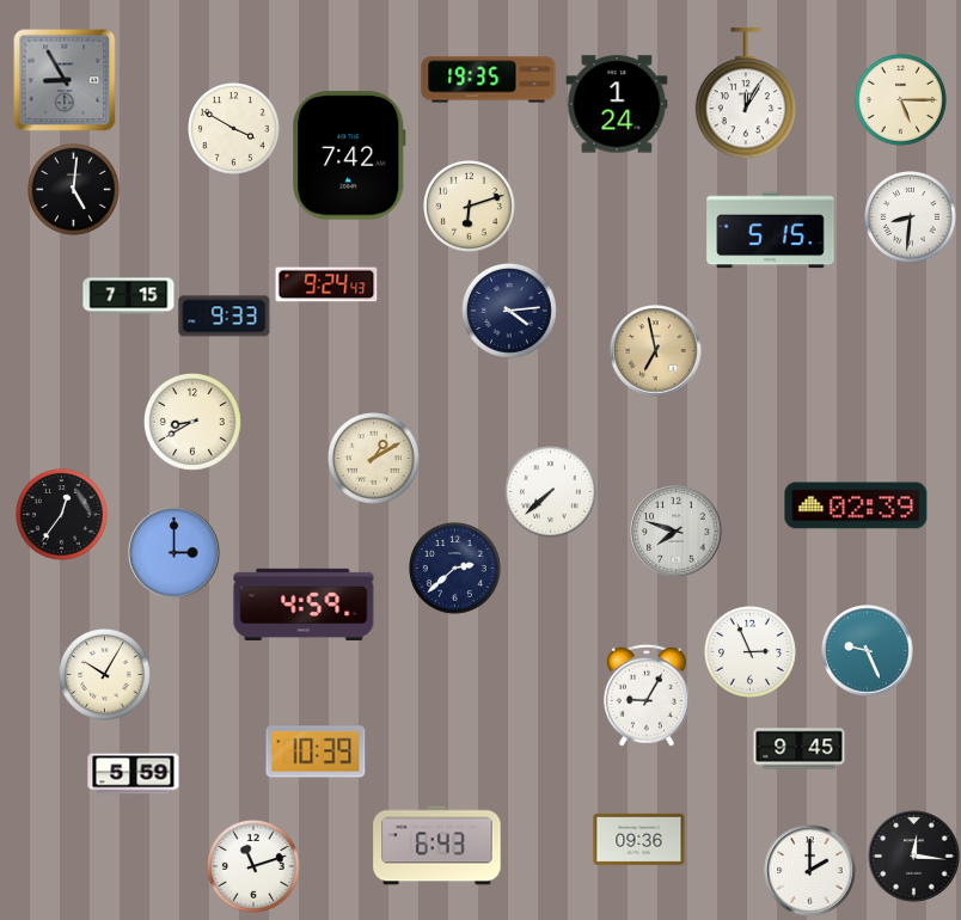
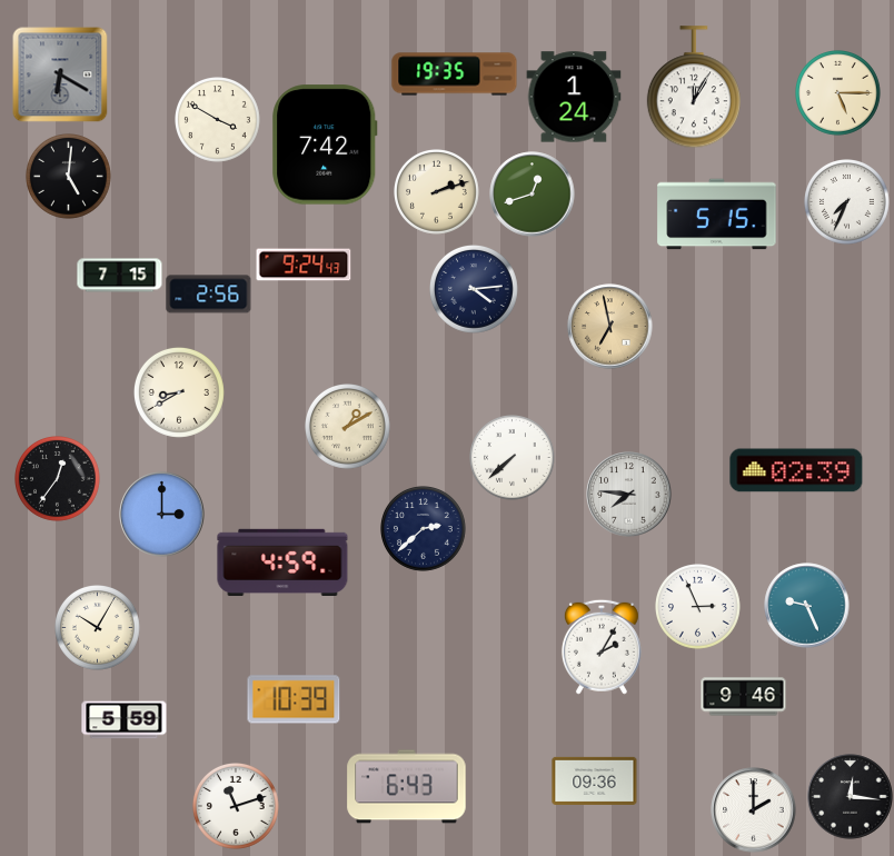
clock at (65, 80): 8:55 -> 6:20
clock at (470, 207): 6:12 -> 2:12
clock at (533, 195): none -> 12:42
clock at (911, 217): 8:31 -> 7:34
clock at (225, 317): 9:33 -> 2:56
clock at (677, 532): 7:48 -> 7:46
clock at (647, 695): 9:05 -> 2:05
clock at (800, 749): 9:45 -> 9:46
